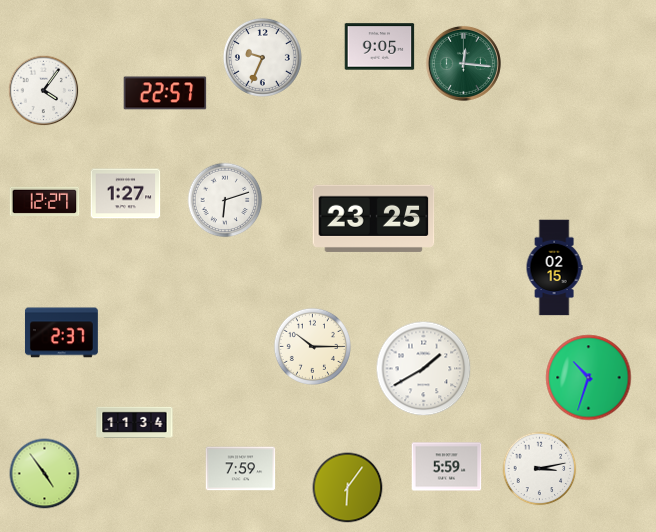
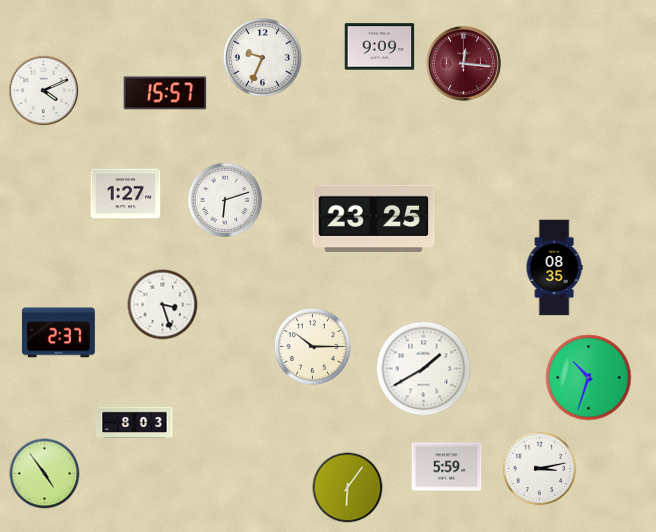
clock at (380, 47): 9:05 -> 9:09
clock at (463, 63) dial: green -> burgundy
clock at (44, 91): 4:06 -> 4:11
clock at (165, 93): 22:57 -> 15:57
clock at (45, 201): 12:27 -> none
clock at (554, 268): 02:15 -> 08:35
clock at (163, 305): none -> 3:27
clock at (61, 333) position: (61, 333) -> (58, 333)
clock at (135, 422): 11:34 -> 8:03
clock at (241, 469): 7:59 -> none
